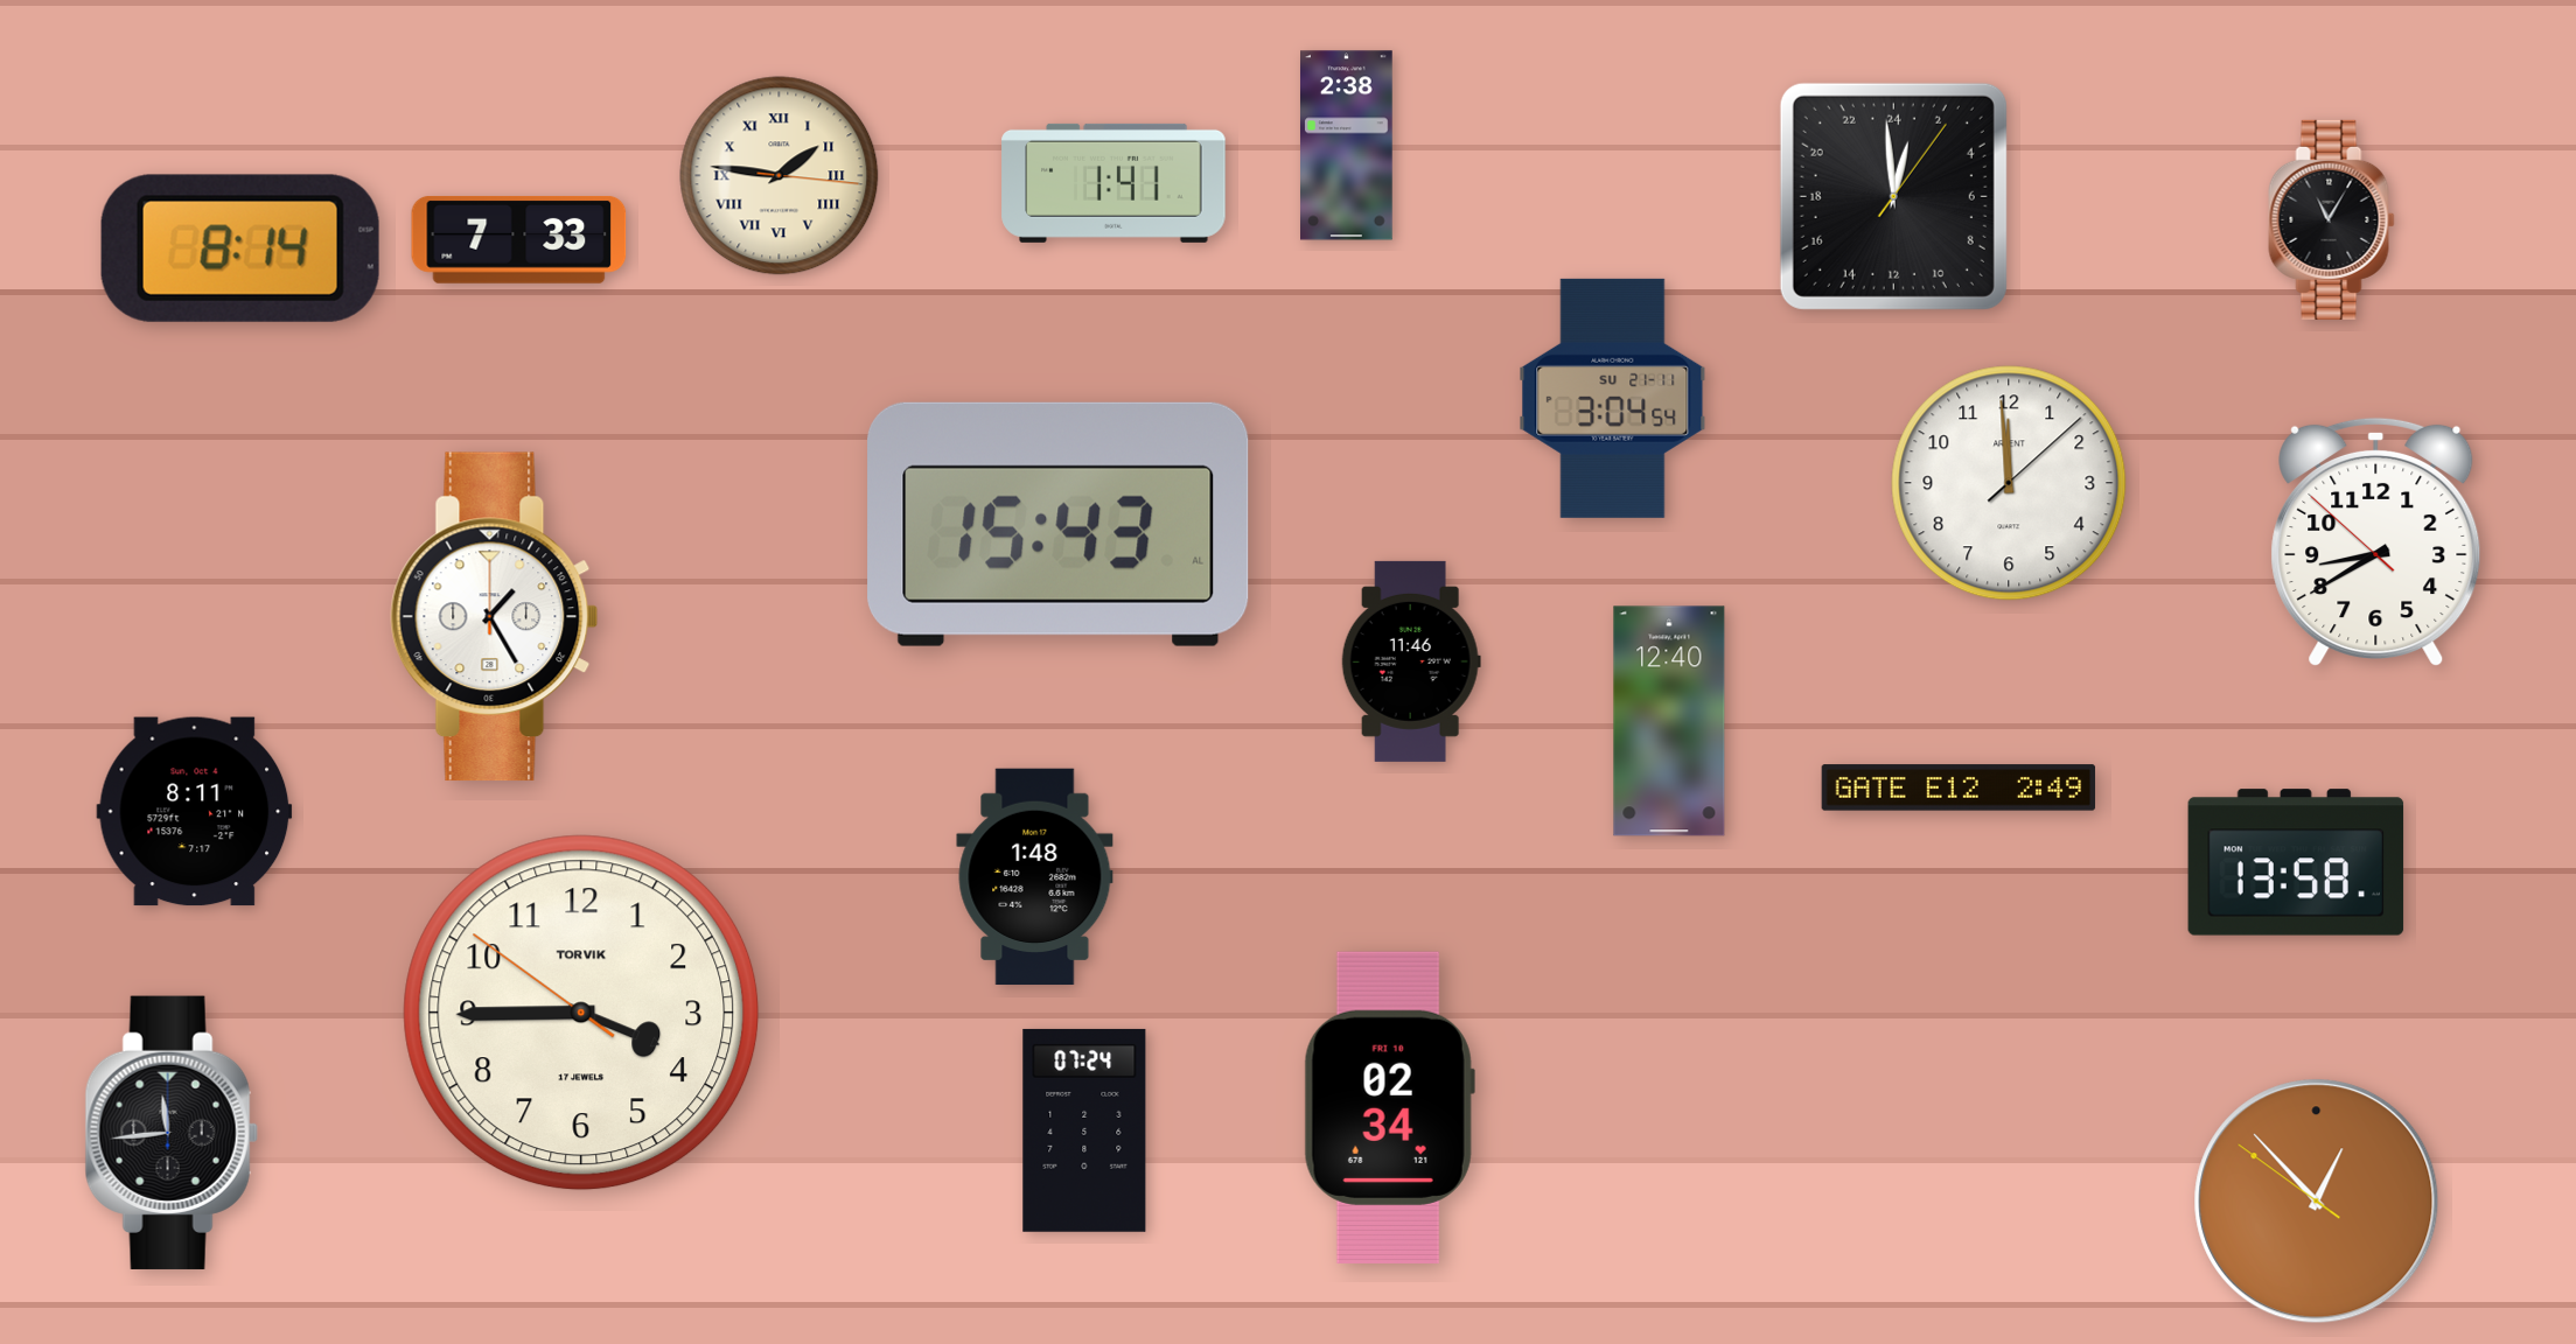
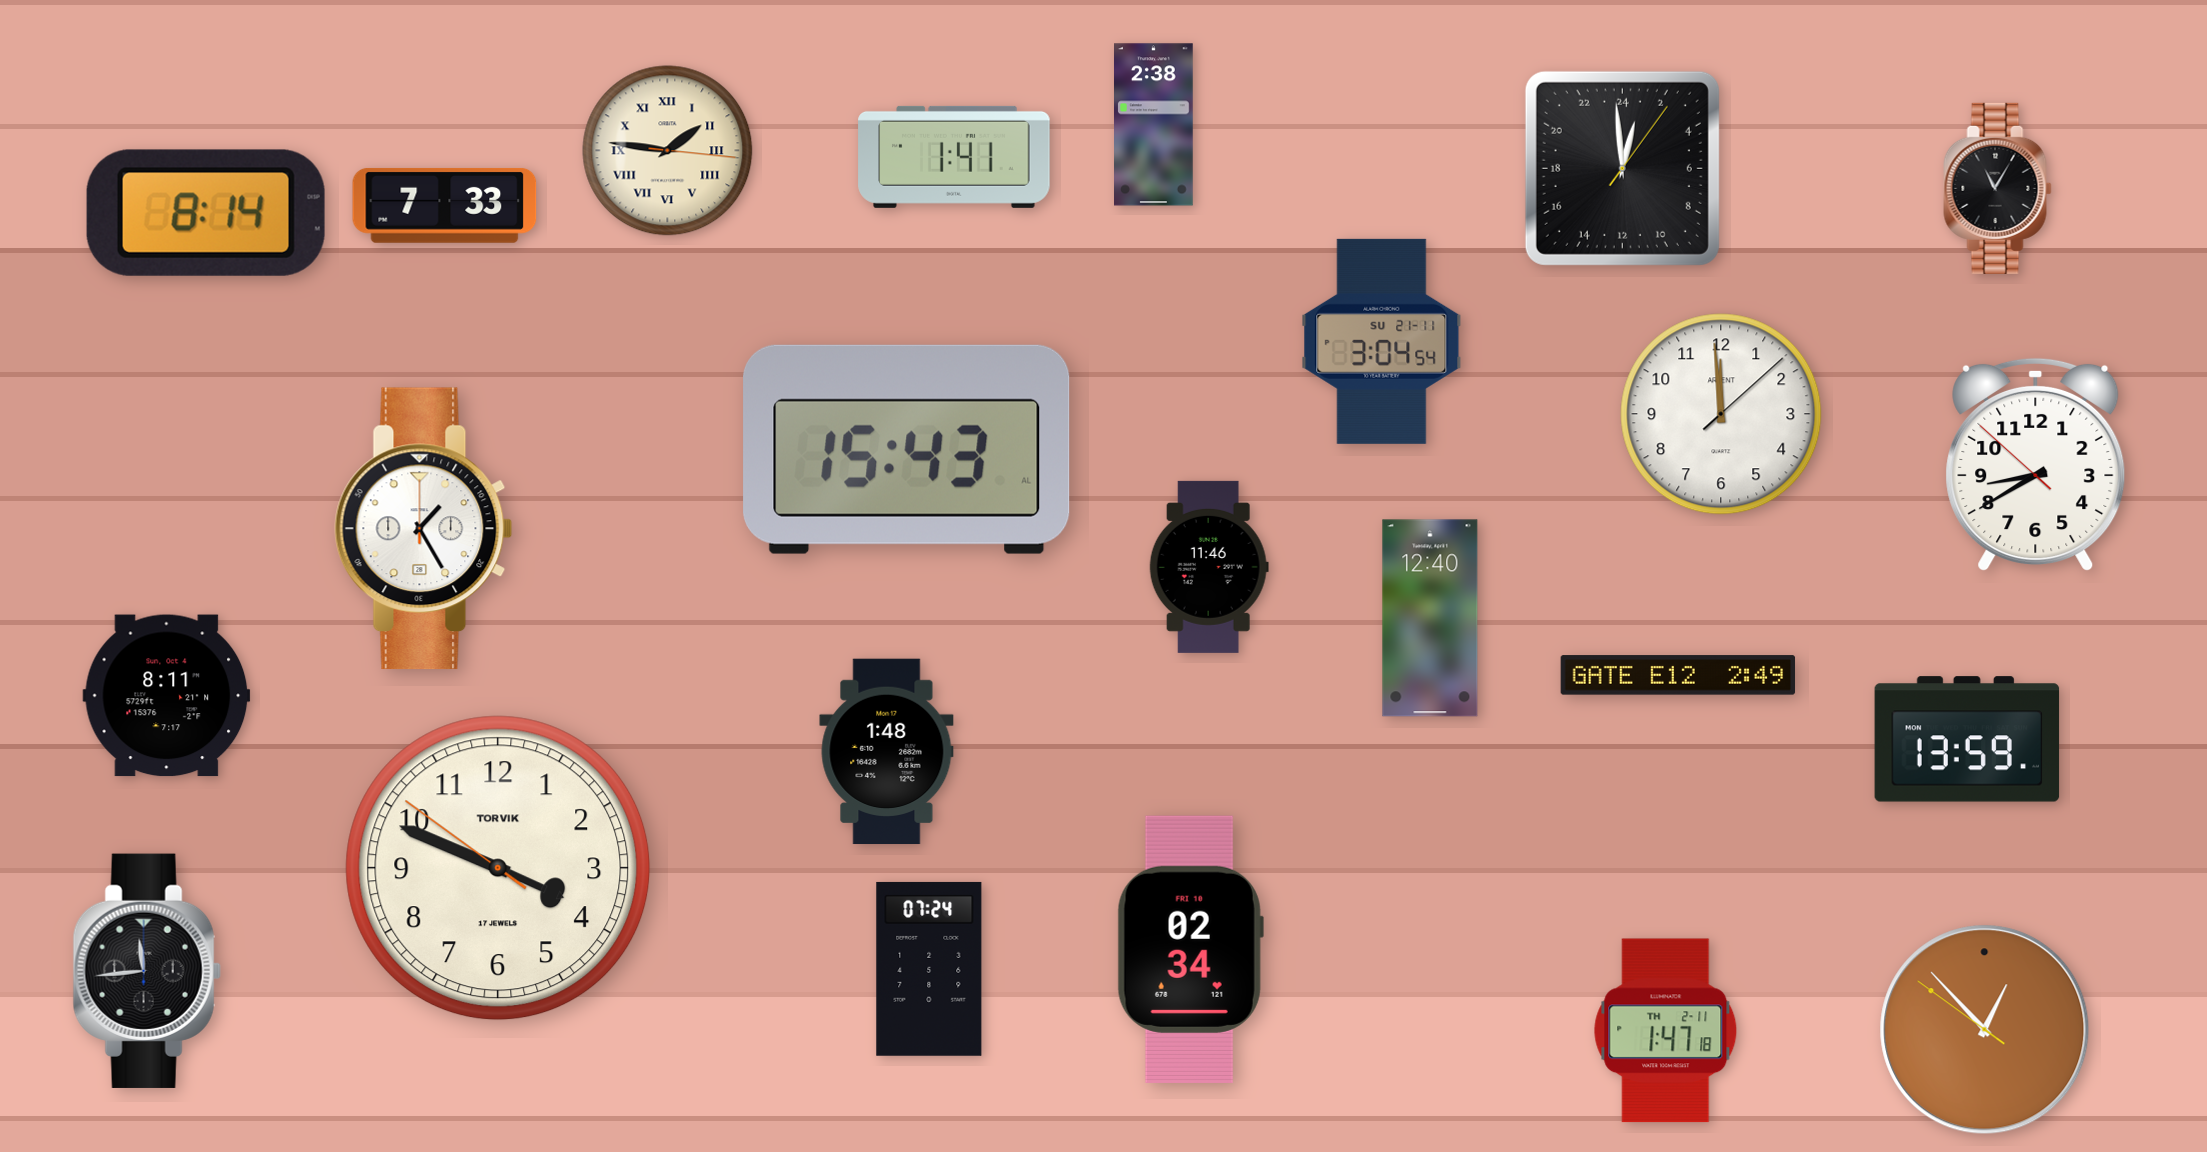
clock at (2296, 862): 13:58 -> 13:59
clock at (581, 1013): 3:44 -> 3:48
clock at (1666, 1031): none -> 1:47
